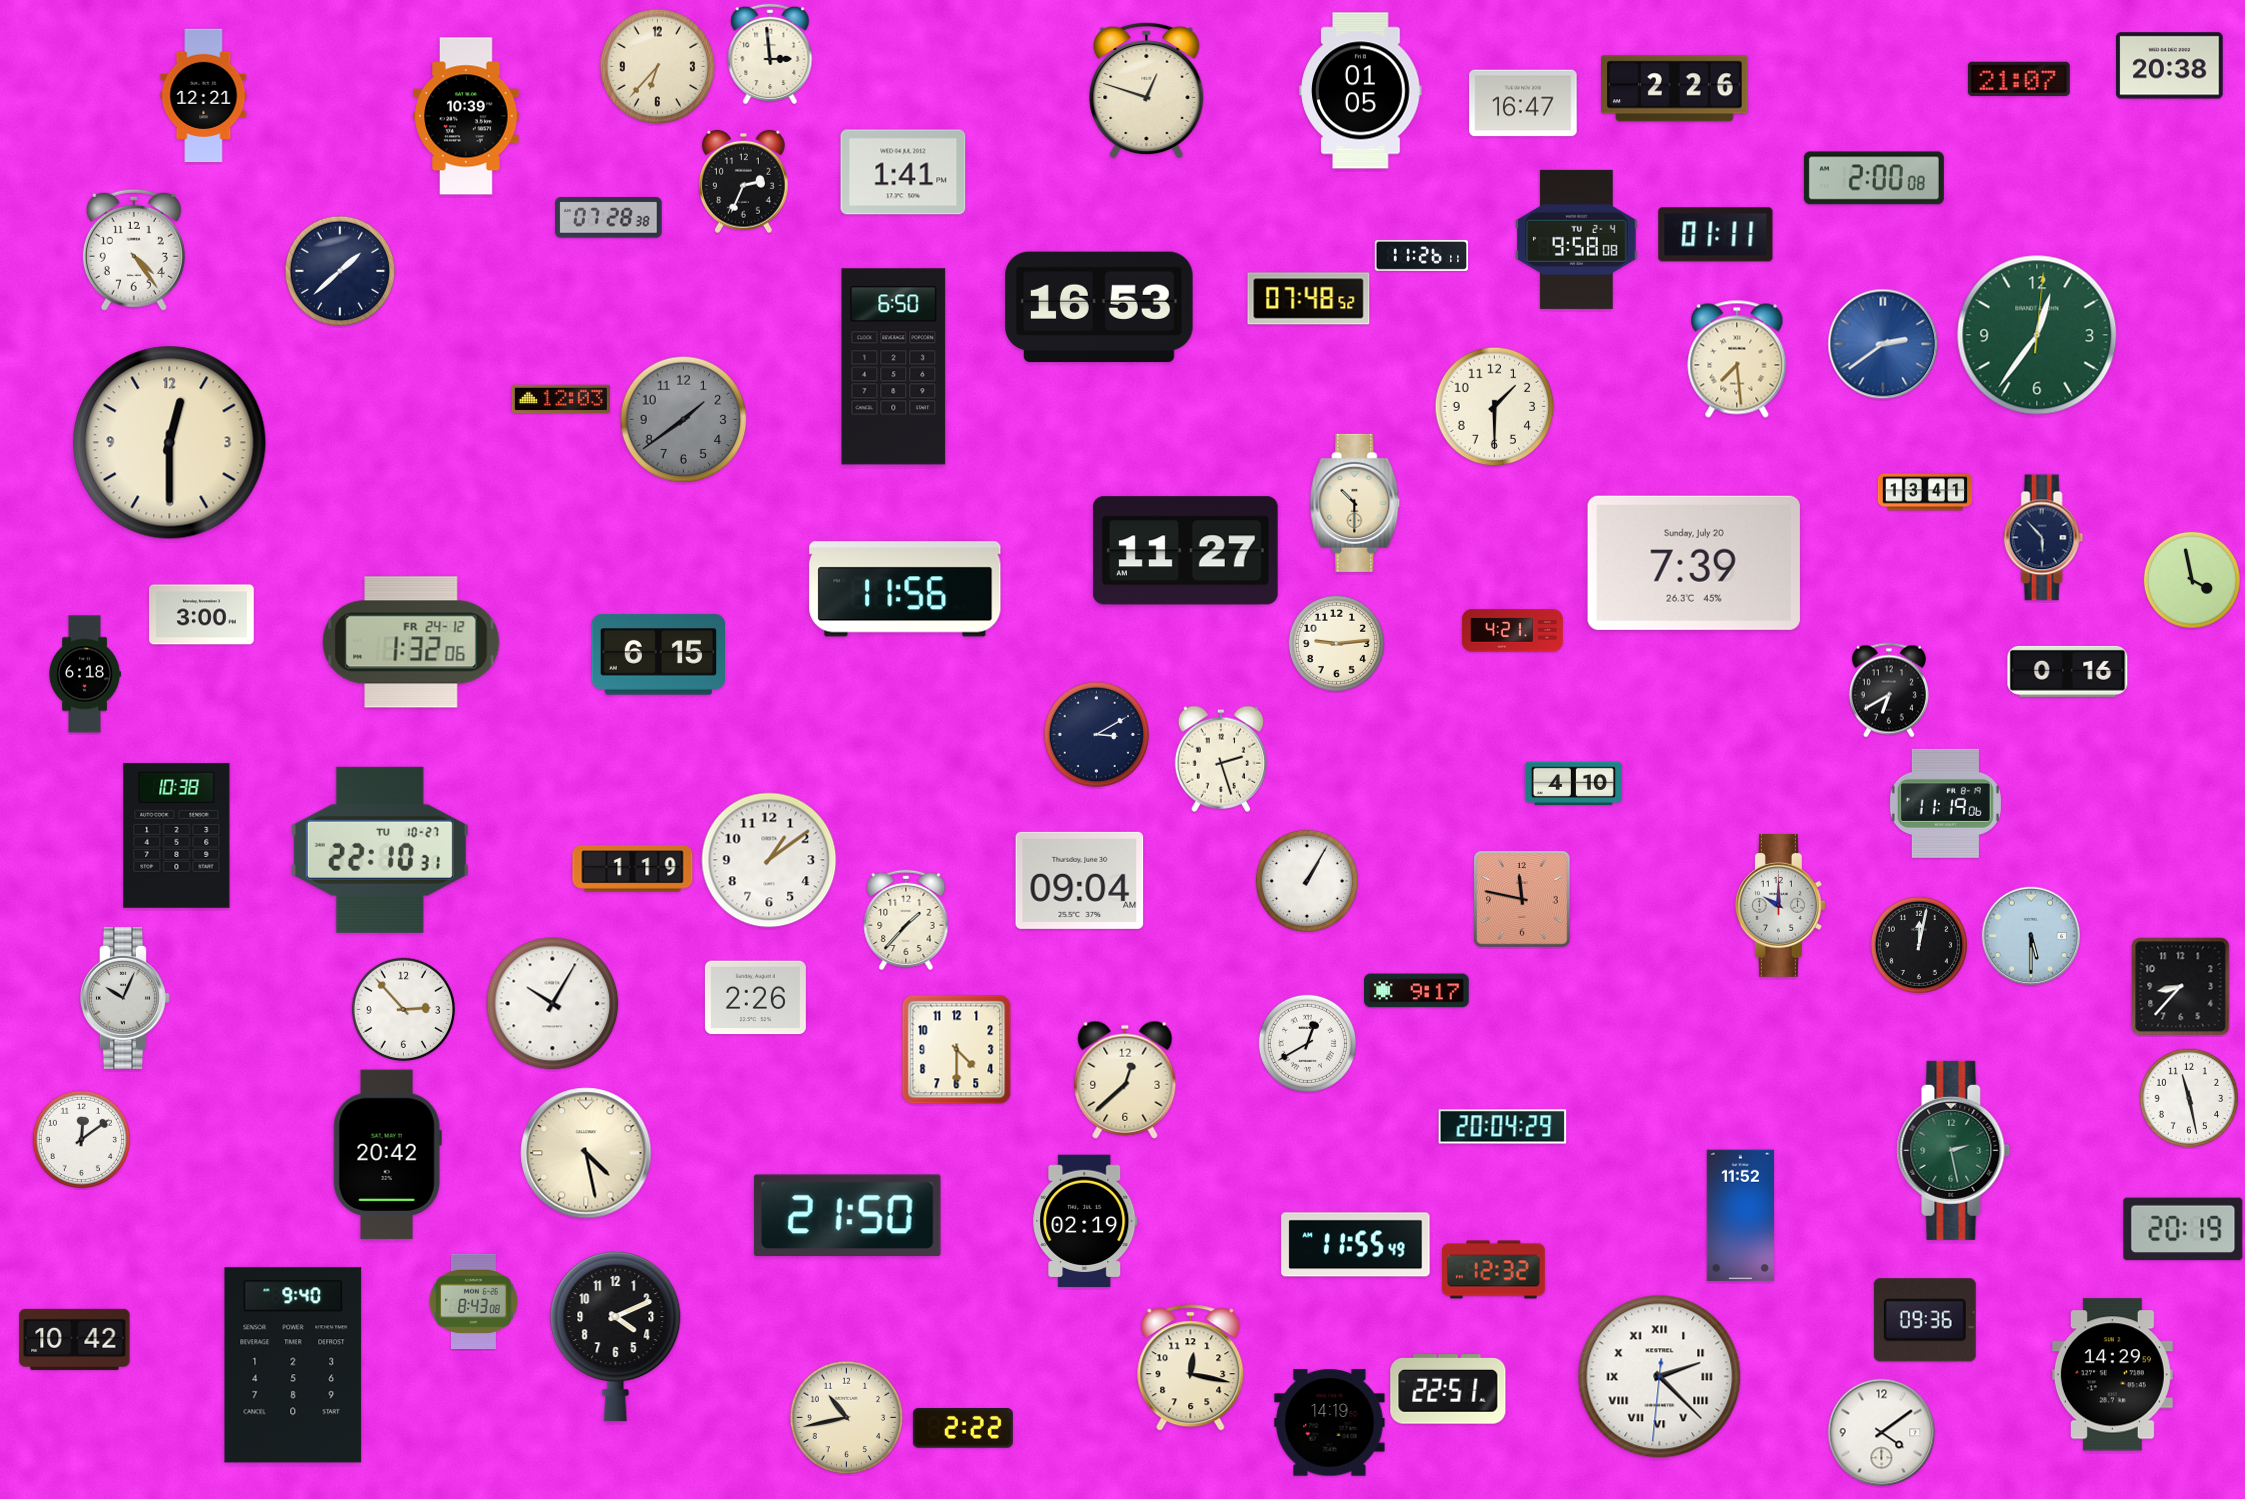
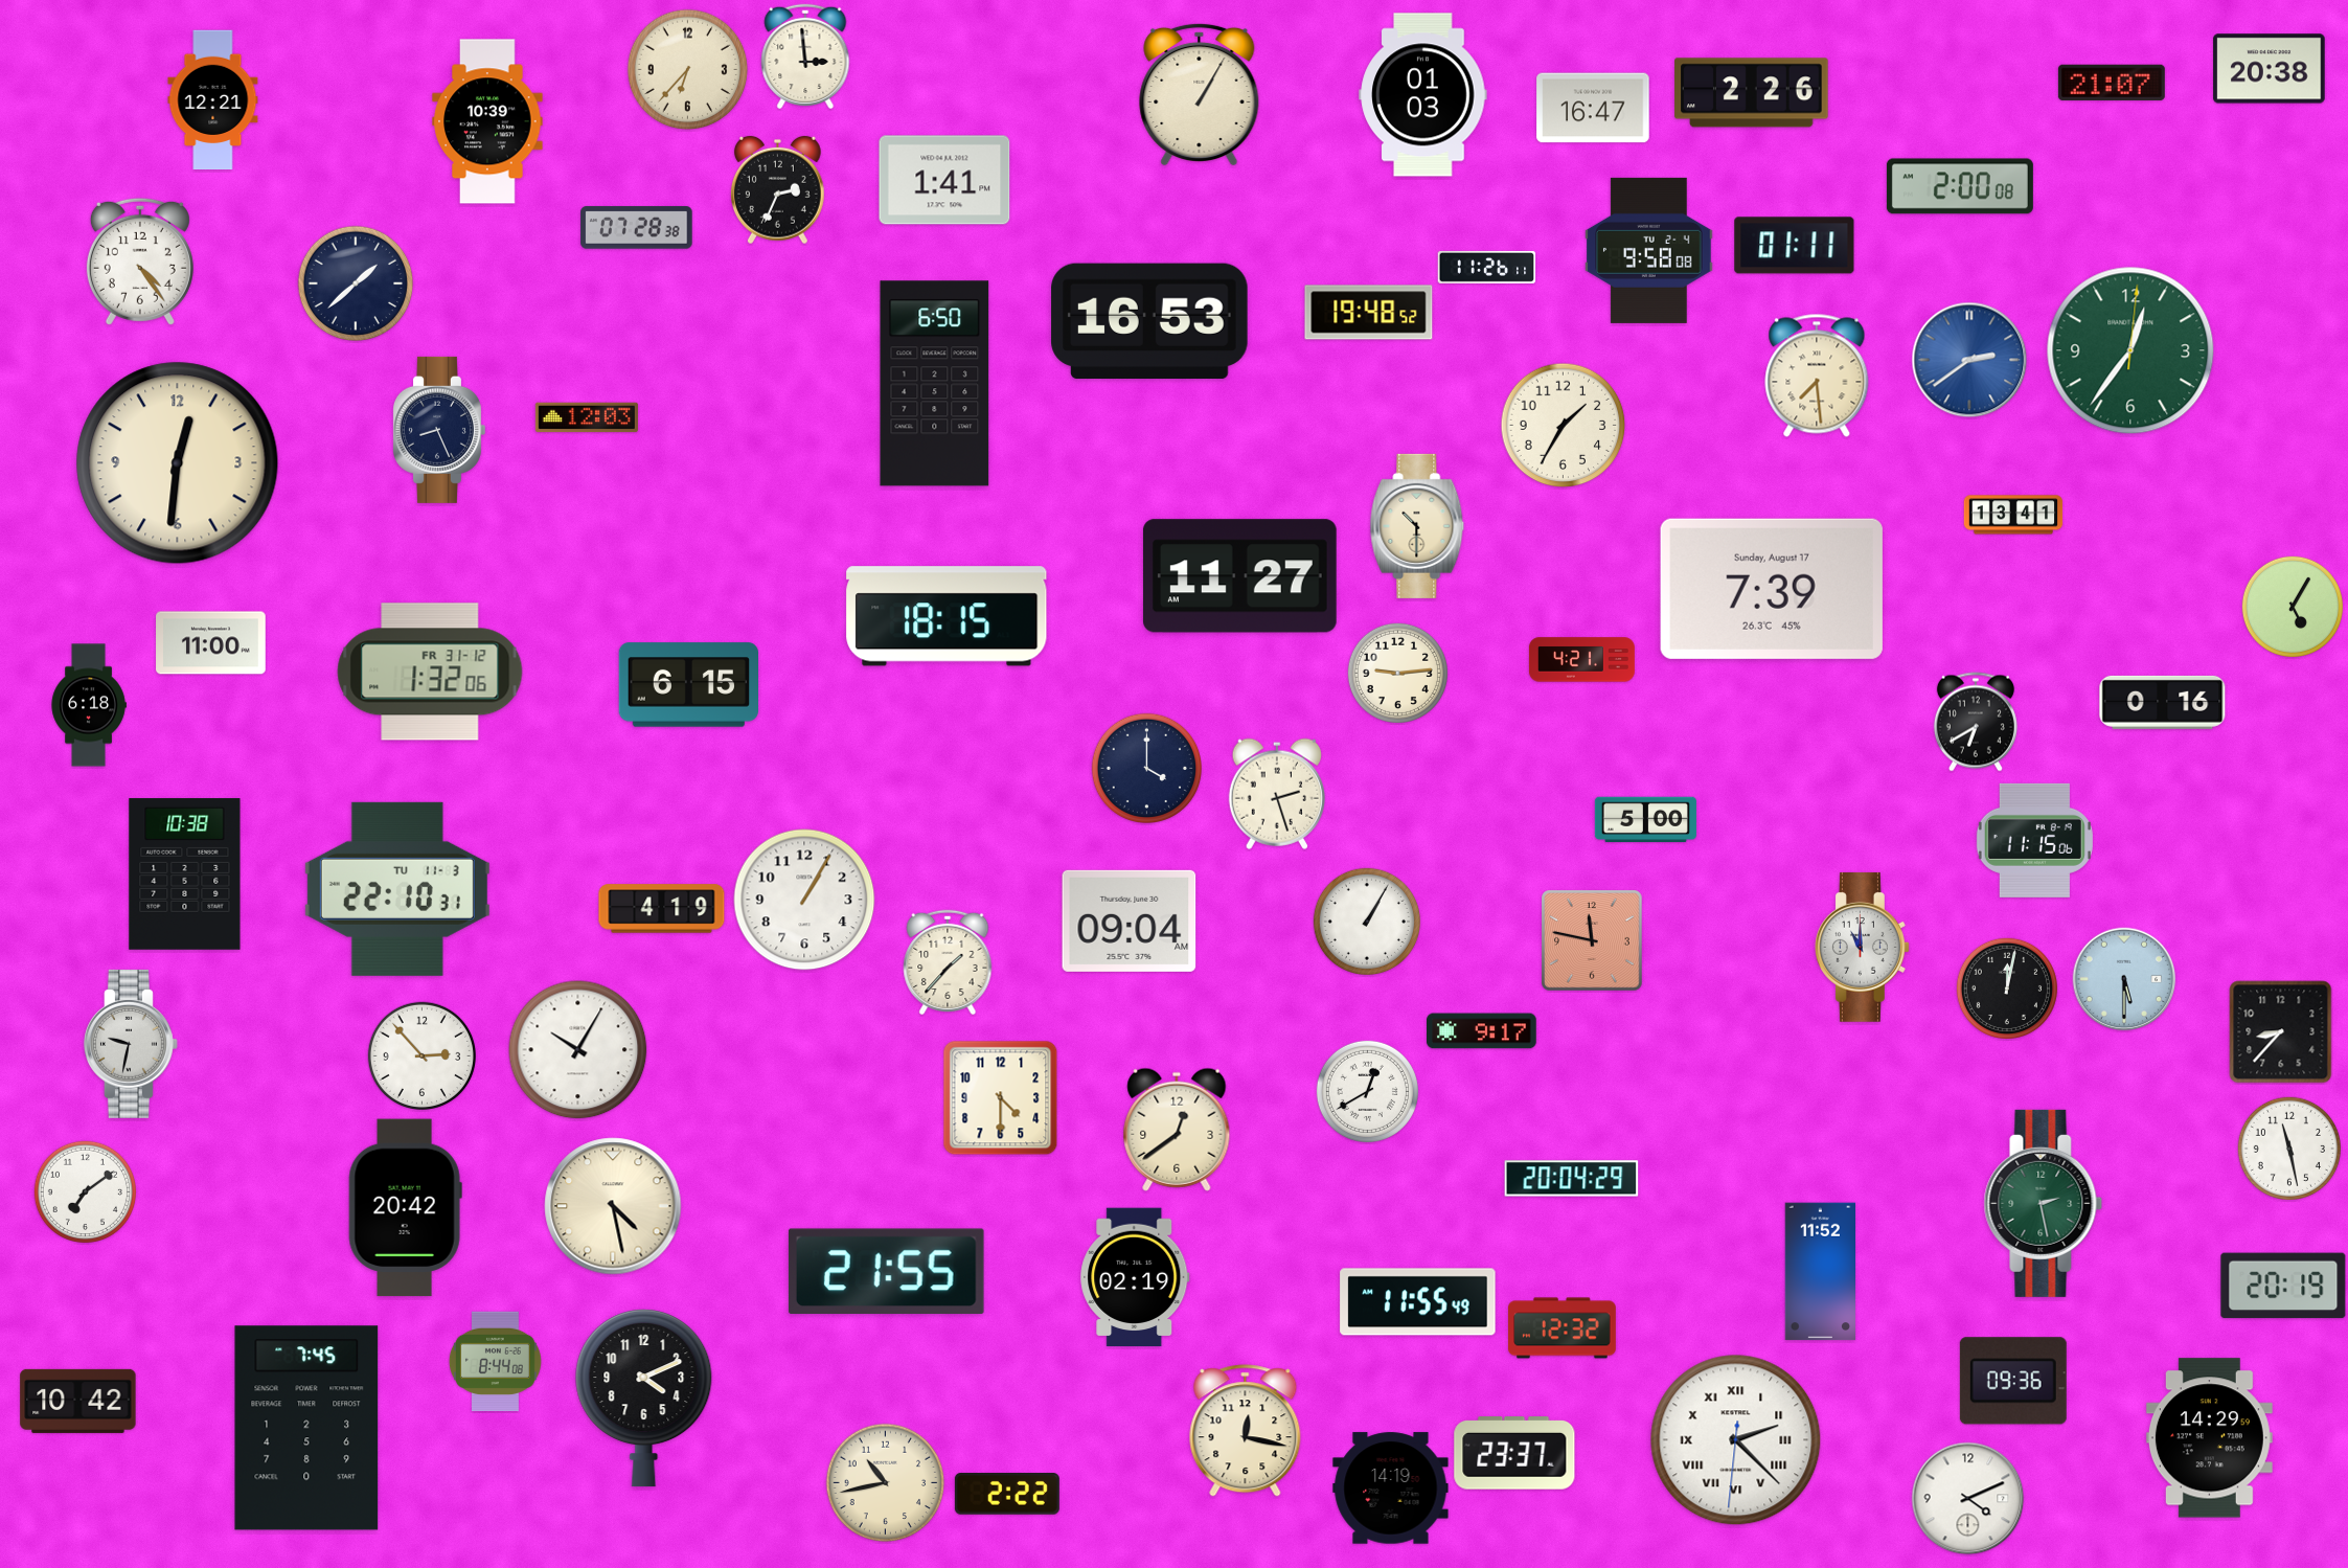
clock at (1147, 90): 12:48 -> 1:05
clock at (1361, 91): 01:05 -> 01:03
clock at (1309, 299): 07:48 -> 19:48
clock at (1495, 407): 1:30 -> 1:35
clock at (438, 430): none -> 8:26
clock at (684, 420): 1:39 -> none
clock at (170, 443): 12:30 -> 12:31
clock at (2044, 538): 5:53 -> none
clock at (1694, 563) date: Sunday, July 20 -> Sunday, August 17
clock at (2192, 580): 3:58 -> 5:05
clock at (905, 589): 11:56 -> 18:15
clock at (202, 615): 3:00 -> 11:00
clock at (411, 642) date: FR 24-12 -> FR 31-12
clock at (1096, 734): 3:10 -> 4:00
clock at (1573, 784): 4:10 -> 5:00
clock at (1945, 803): 11:19 -> 11:15
clock at (380, 850) date: TU 10-27 -> TU 11-3
clock at (769, 860): 1:09 -> 1:05
clock at (633, 869): 1:19 -> 4:19
clock at (1780, 905): 10:00 -> 11:00
clock at (1417, 991) position: (1417, 991) -> (1482, 1031)
clock at (125, 998): 10:04 -> 9:32
clock at (755, 998): 2:26 -> none
clock at (1125, 1080): 12:38 -> 12:39
clock at (81, 1139): 12:09 -> 7:09
clock at (847, 1215): 21:50 -> 21:55
clock at (473, 1301): 8:43 -> 8:44
clock at (293, 1365): 9:40 -> 7:45
clock at (1448, 1389): 22:51 -> 23:37
clock at (1882, 1433): 4:09 -> 4:11
